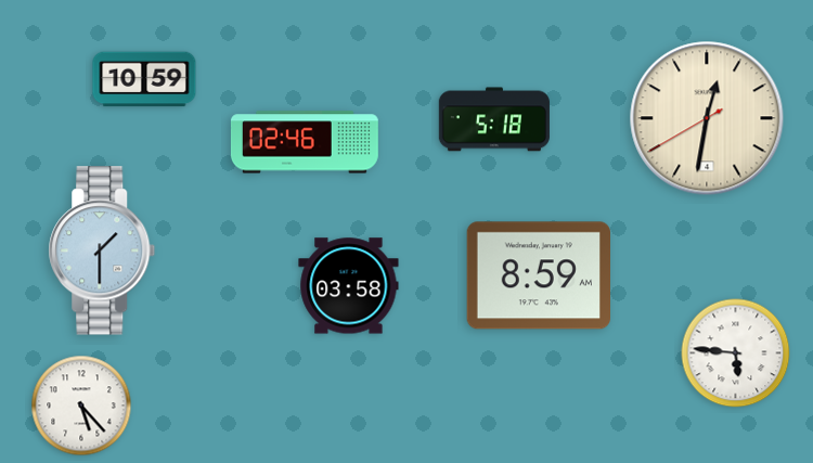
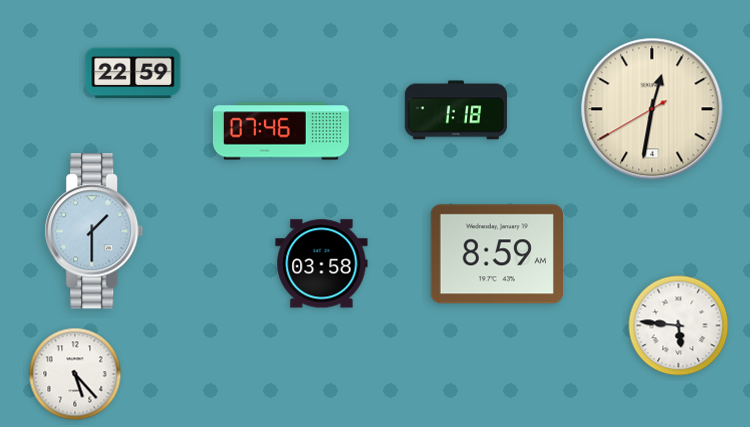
clock at (144, 79): 10:59 -> 22:59
clock at (494, 119): 5:18 -> 1:18
clock at (305, 142): 02:46 -> 07:46
